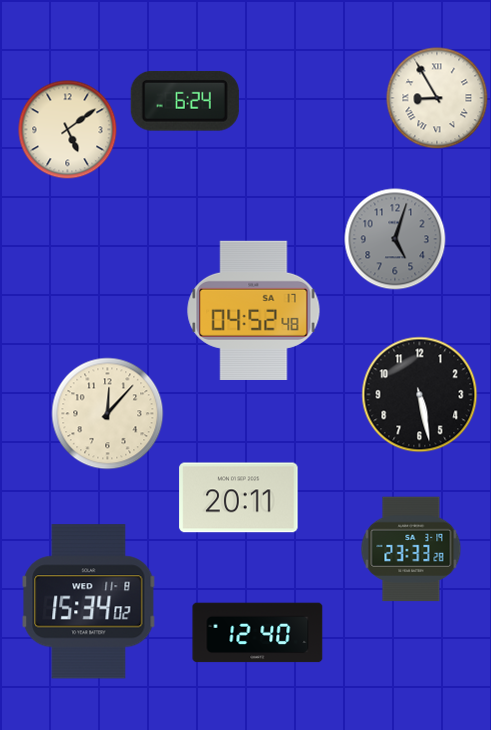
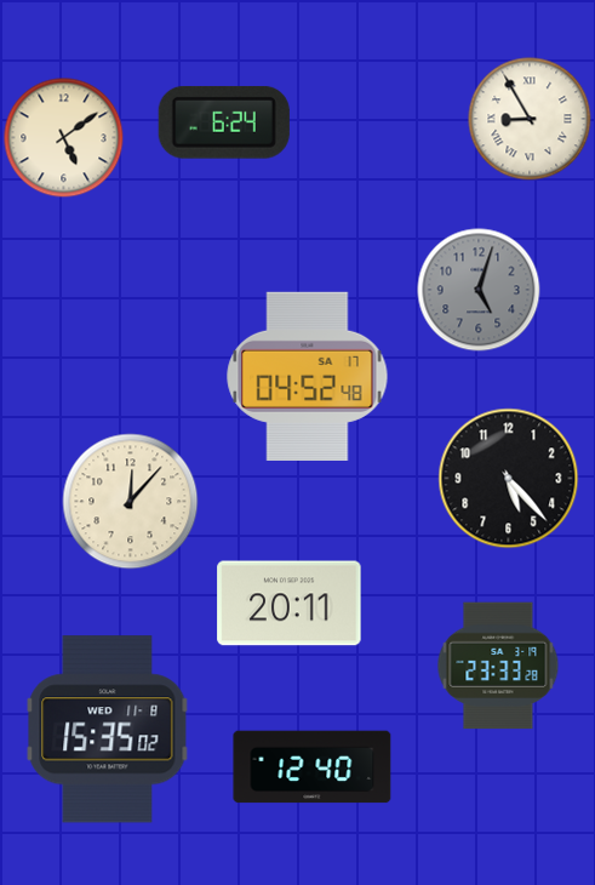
clock at (68, 130) position: (68, 130) -> (64, 138)
clock at (420, 395): 5:28 -> 5:23
clock at (89, 602): 15:34 -> 15:35
